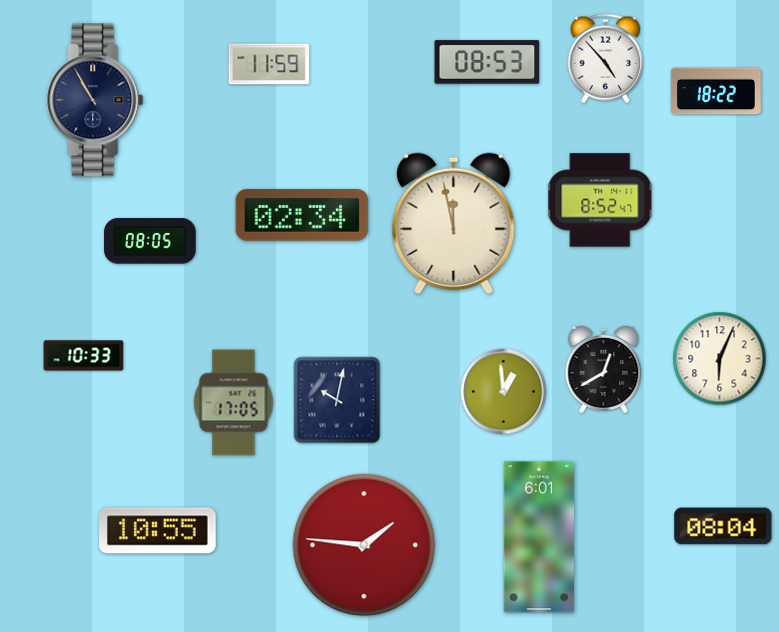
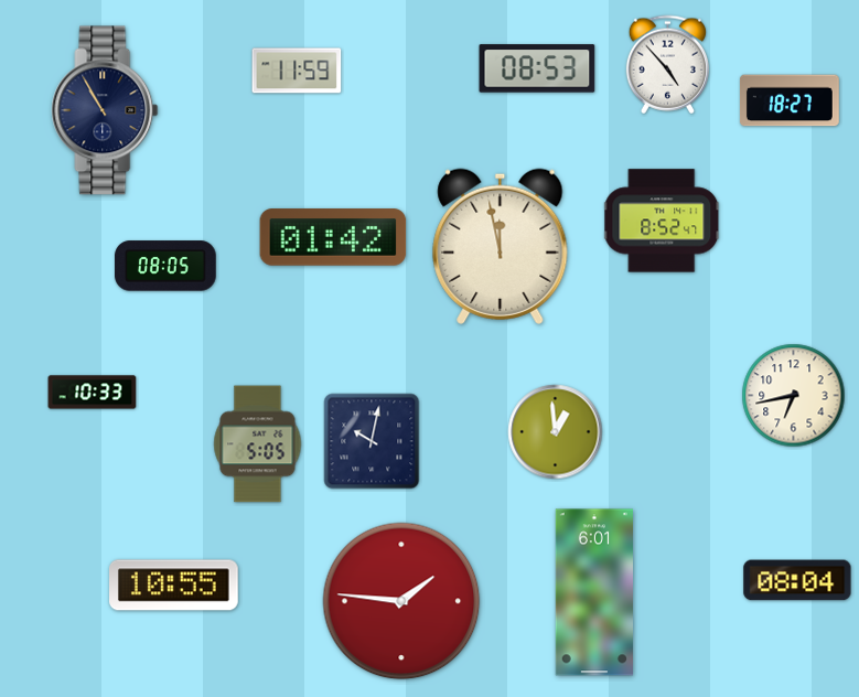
clock at (716, 91): 18:22 -> 18:27
clock at (302, 215): 02:34 -> 01:42
clock at (720, 359): 6:04 -> 6:43
clock at (604, 369): 12:40 -> none
clock at (234, 403): 17:05 -> 5:05
